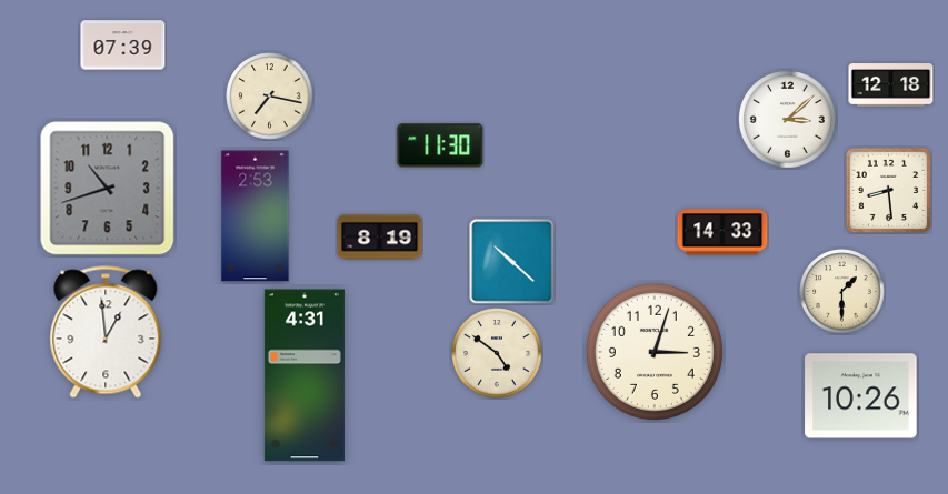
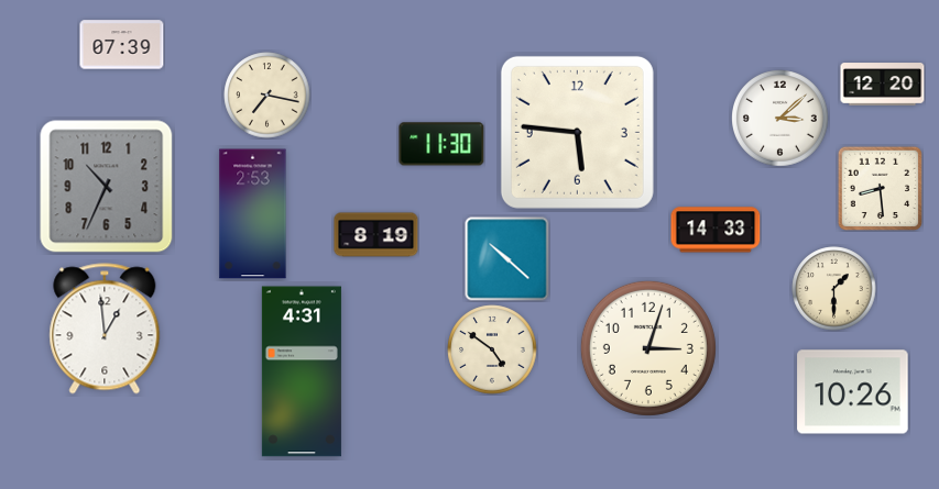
clock at (891, 85): 12:18 -> 12:20
clock at (577, 132): none -> 5:46
clock at (440, 145) position: (440, 145) -> (441, 144)
clock at (108, 189): 10:42 -> 10:34
